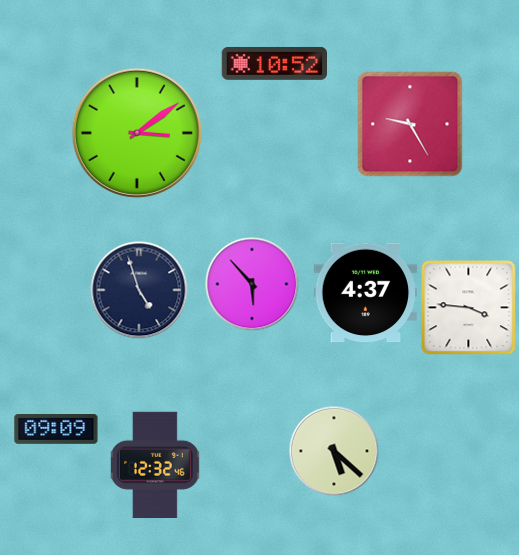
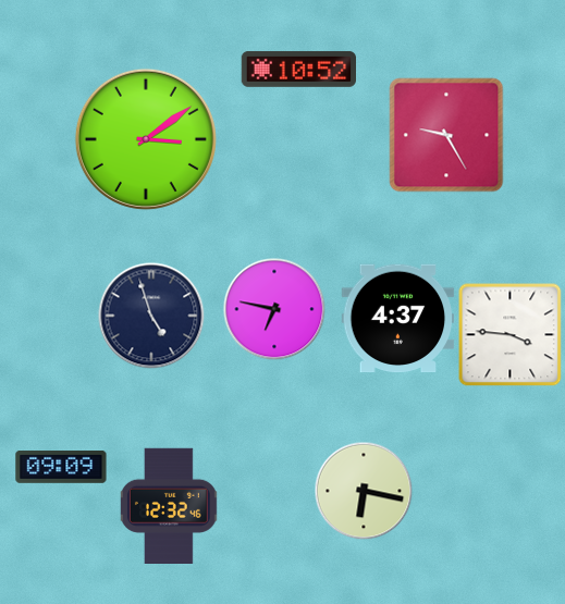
clock at (137, 133) position: (137, 133) -> (146, 139)
clock at (252, 284): 5:53 -> 6:47
clock at (334, 451): 5:22 -> 6:17
